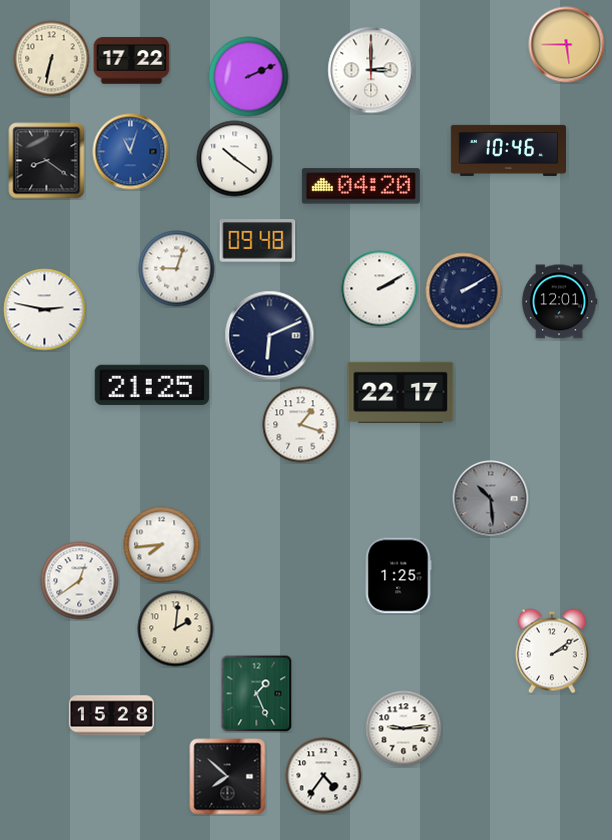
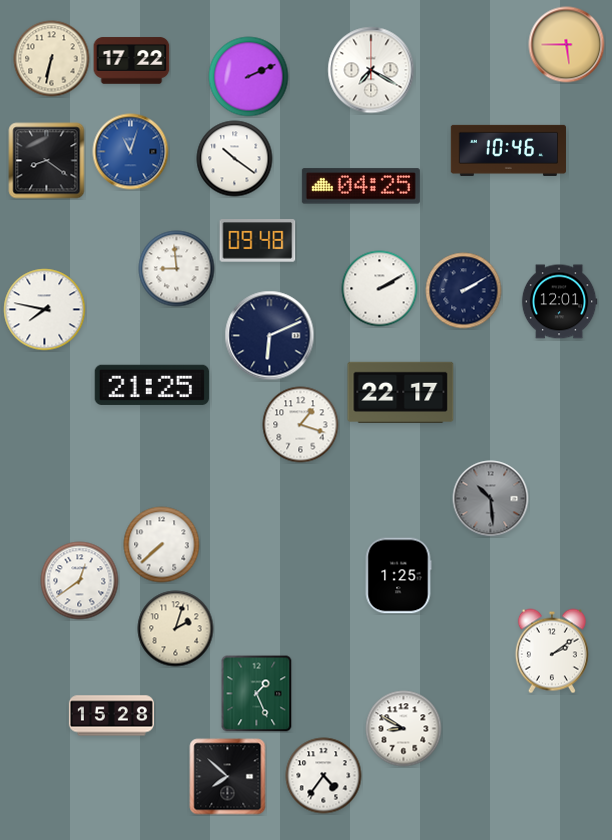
clock at (371, 70): 3:00 -> 7:20
clock at (361, 186): 04:20 -> 04:25
clock at (177, 269): 9:03 -> 8:59
clock at (45, 310): 2:47 -> 7:47
clock at (162, 545): 7:44 -> 7:38
clock at (176, 629): 2:01 -> 2:03
clock at (404, 729): 9:14 -> 8:50
